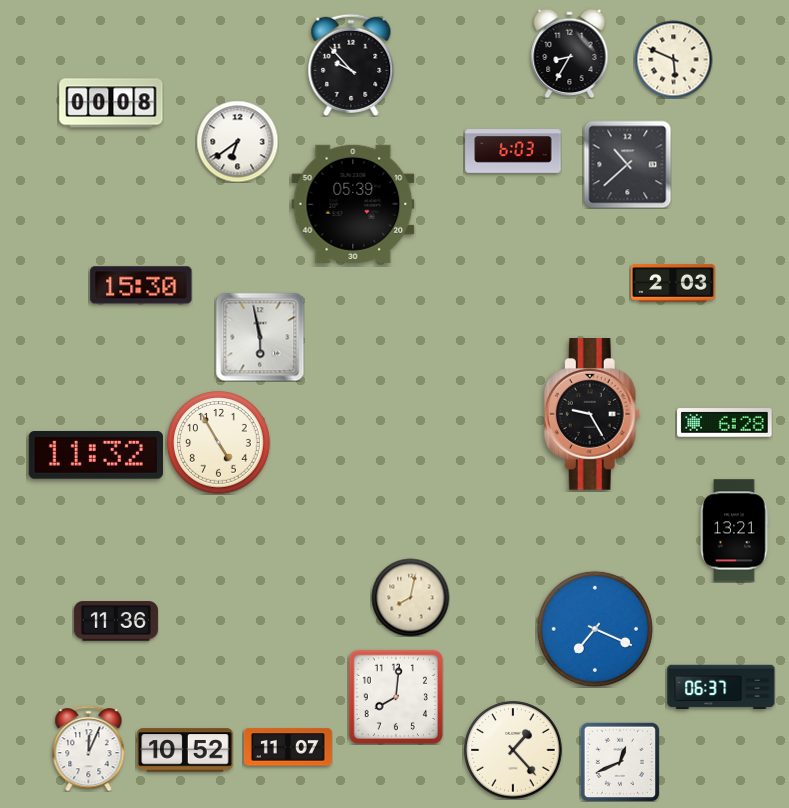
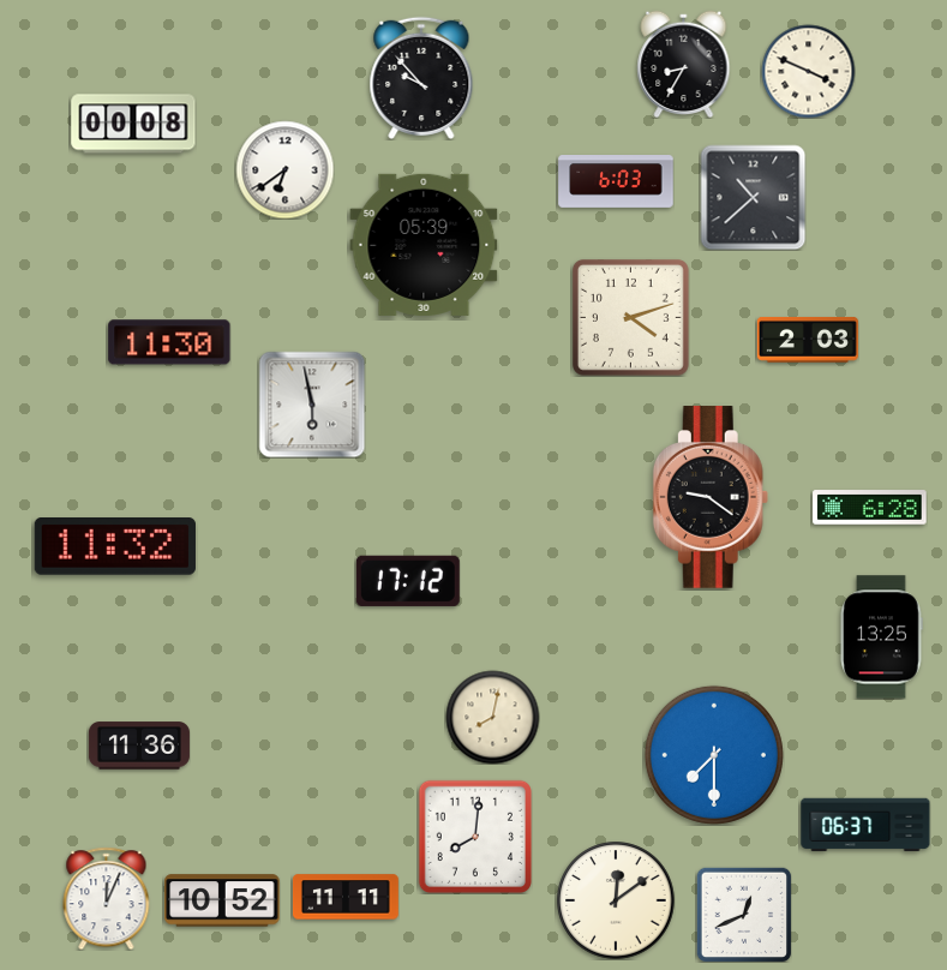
clock at (673, 59): 5:49 -> 3:49
clock at (630, 317): none -> 4:12
clock at (141, 285): 15:30 -> 11:30
clock at (592, 414): 9:25 -> 9:21
clock at (219, 443): 4:55 -> none
clock at (408, 581): none -> 17:12
clock at (734, 531): 13:21 -> 13:25
clock at (595, 629): 7:19 -> 7:30
clock at (288, 747): 11:07 -> 11:11
clock at (513, 750): 1:23 -> 12:09
